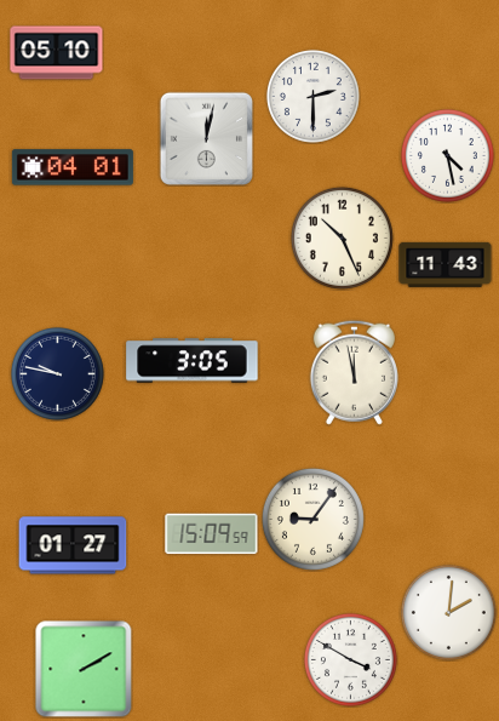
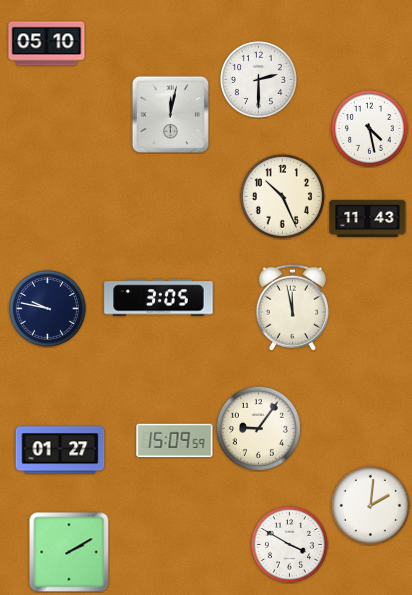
clock at (73, 167): 04:01 -> none
